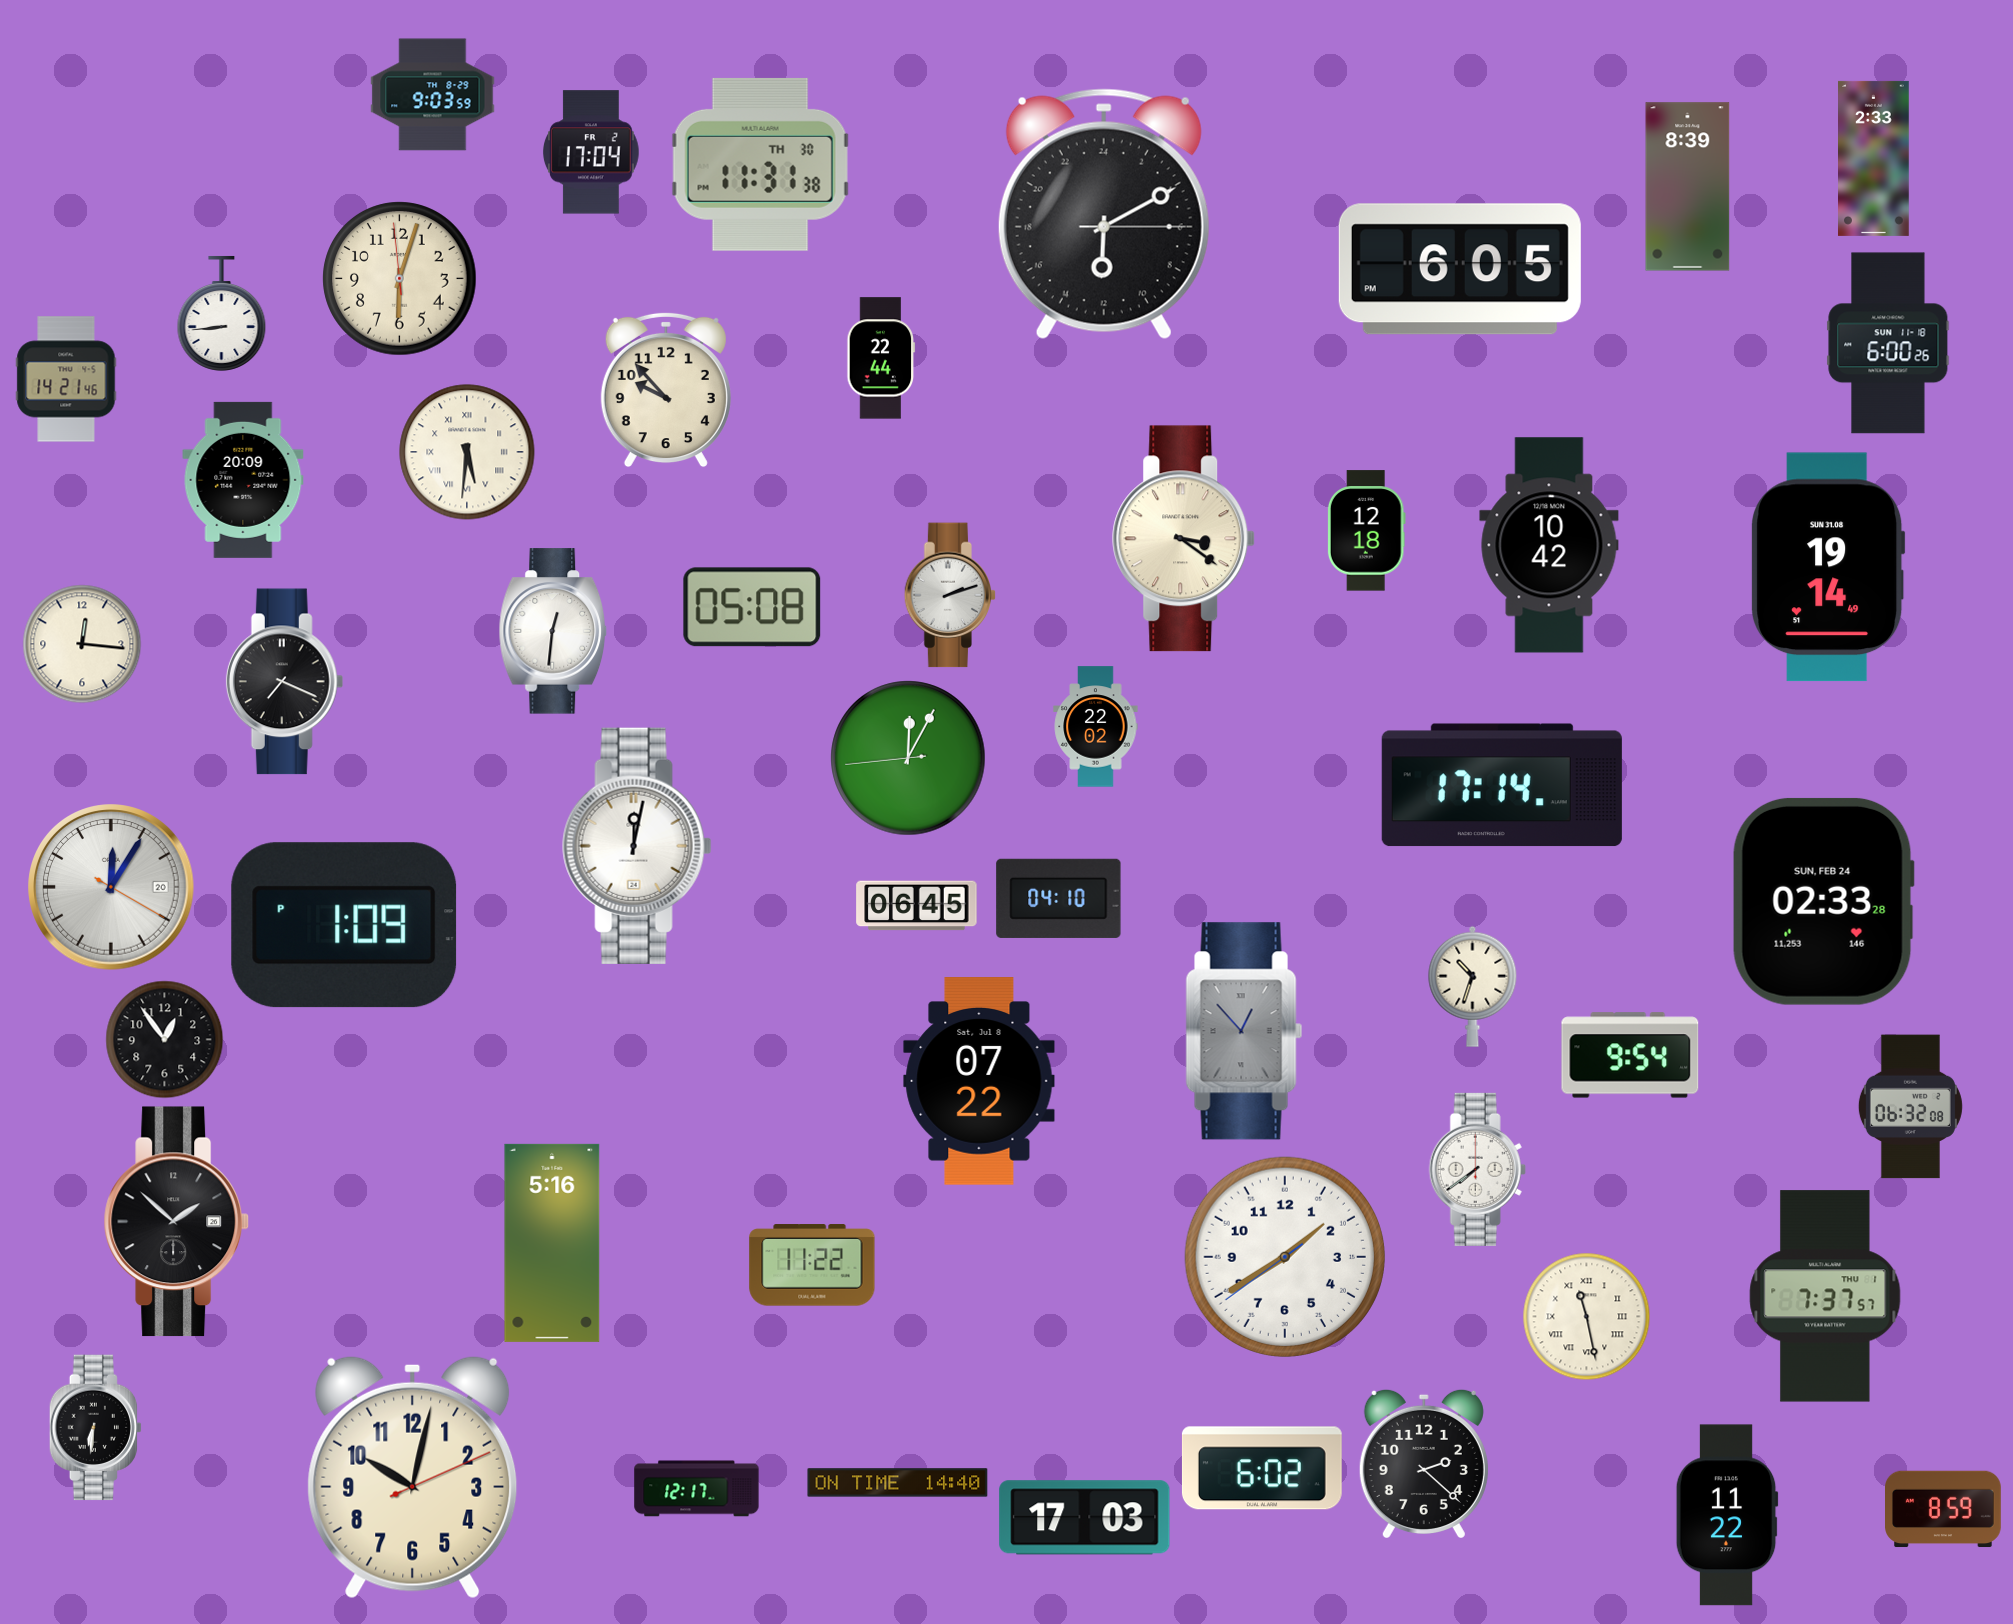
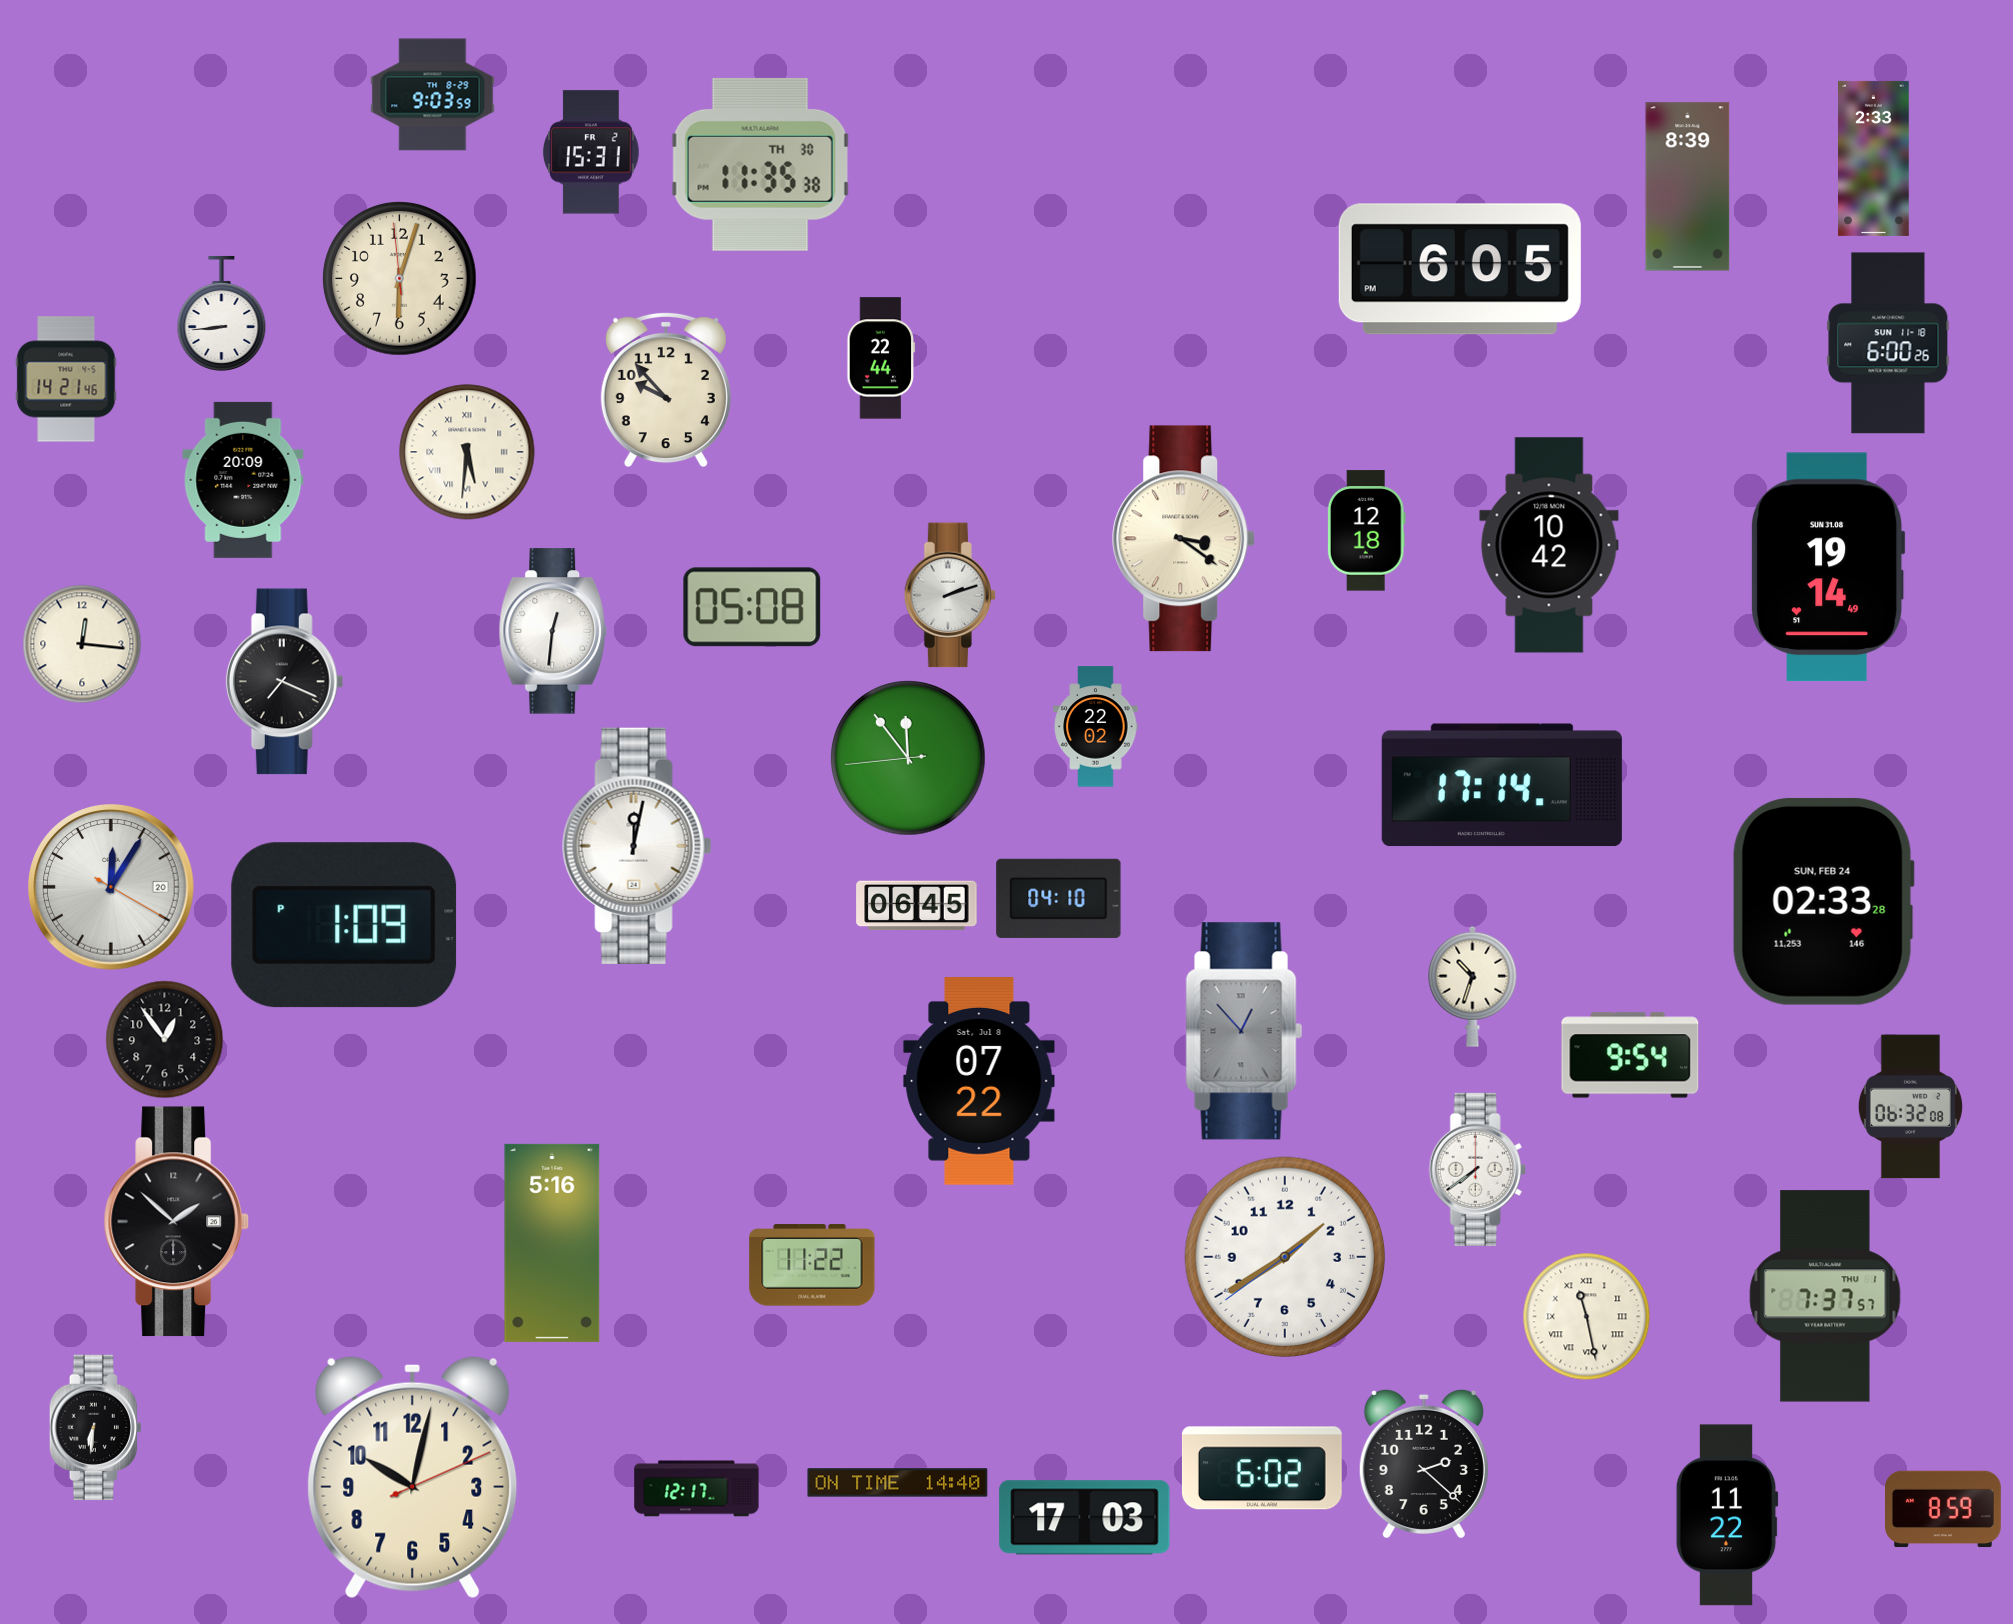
clock at (592, 152): 17:04 -> 15:31
clock at (760, 164): 11:31 -> 11:35
clock at (1104, 214): 12:10 -> none
clock at (908, 758): 12:04 -> 11:53
